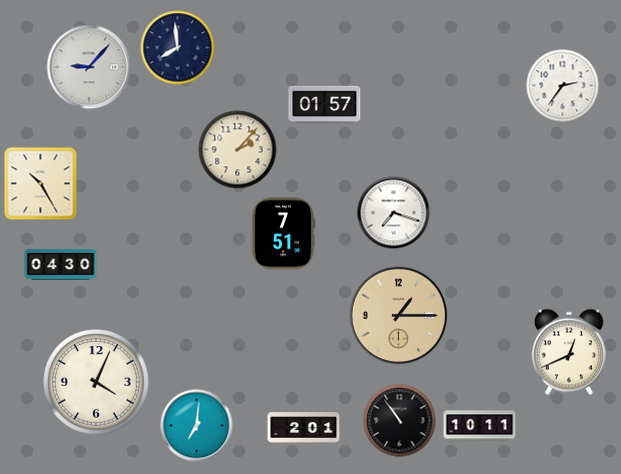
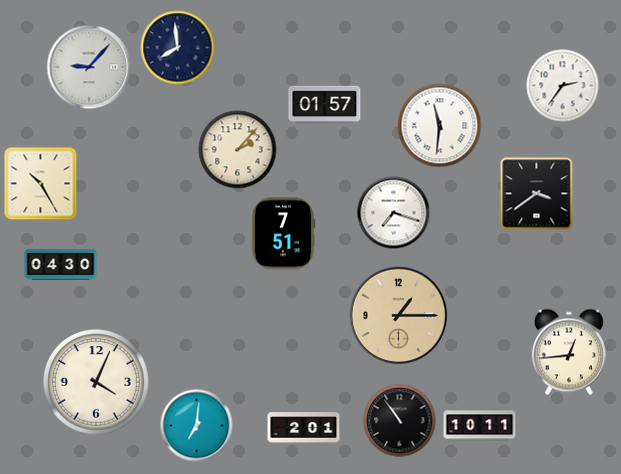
clock at (440, 126): none -> 11:31
clock at (537, 194): none -> 3:39
clock at (569, 352): 12:41 -> 12:44
